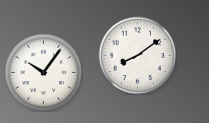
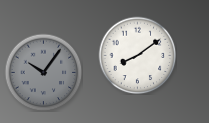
clock at (43, 72) dial: white -> grey
